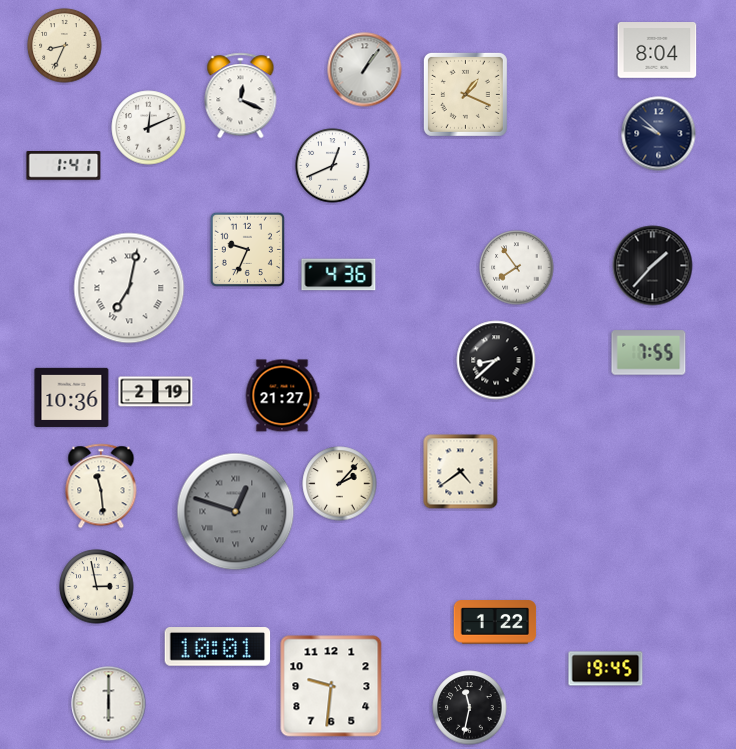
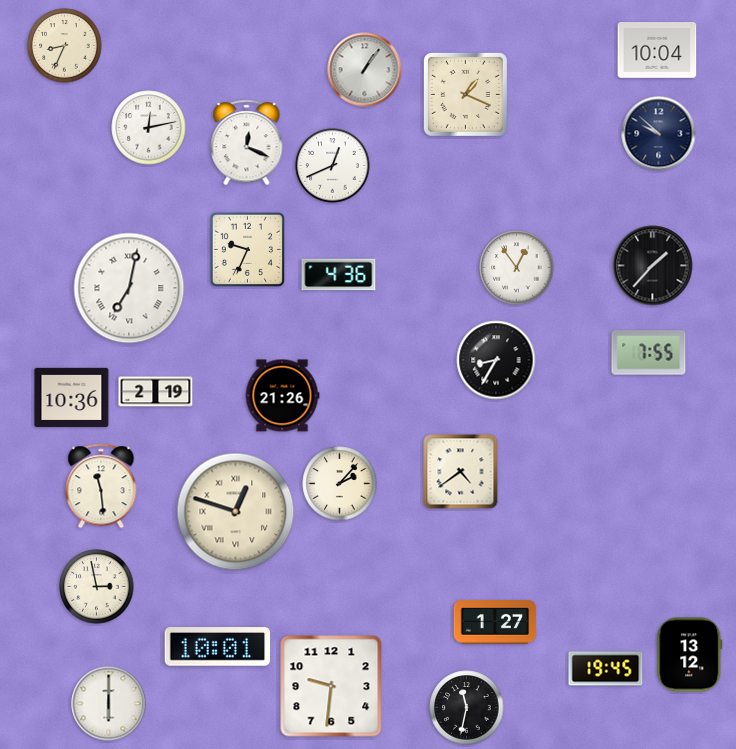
clock at (657, 51): 8:04 -> 10:04
clock at (241, 96) position: (241, 96) -> (247, 143)
clock at (149, 128): 12:11 -> 12:13
clock at (64, 166): 1:41 -> none
clock at (517, 268): 7:54 -> 12:54
clock at (496, 360): 8:38 -> 8:35
clock at (282, 396): 21:27 -> 21:26
clock at (236, 512) dial: grey -> cream
clock at (495, 622): 1:22 -> 1:27
clock at (690, 655): none -> 13:12
clock at (470, 708) position: (470, 708) -> (467, 708)
